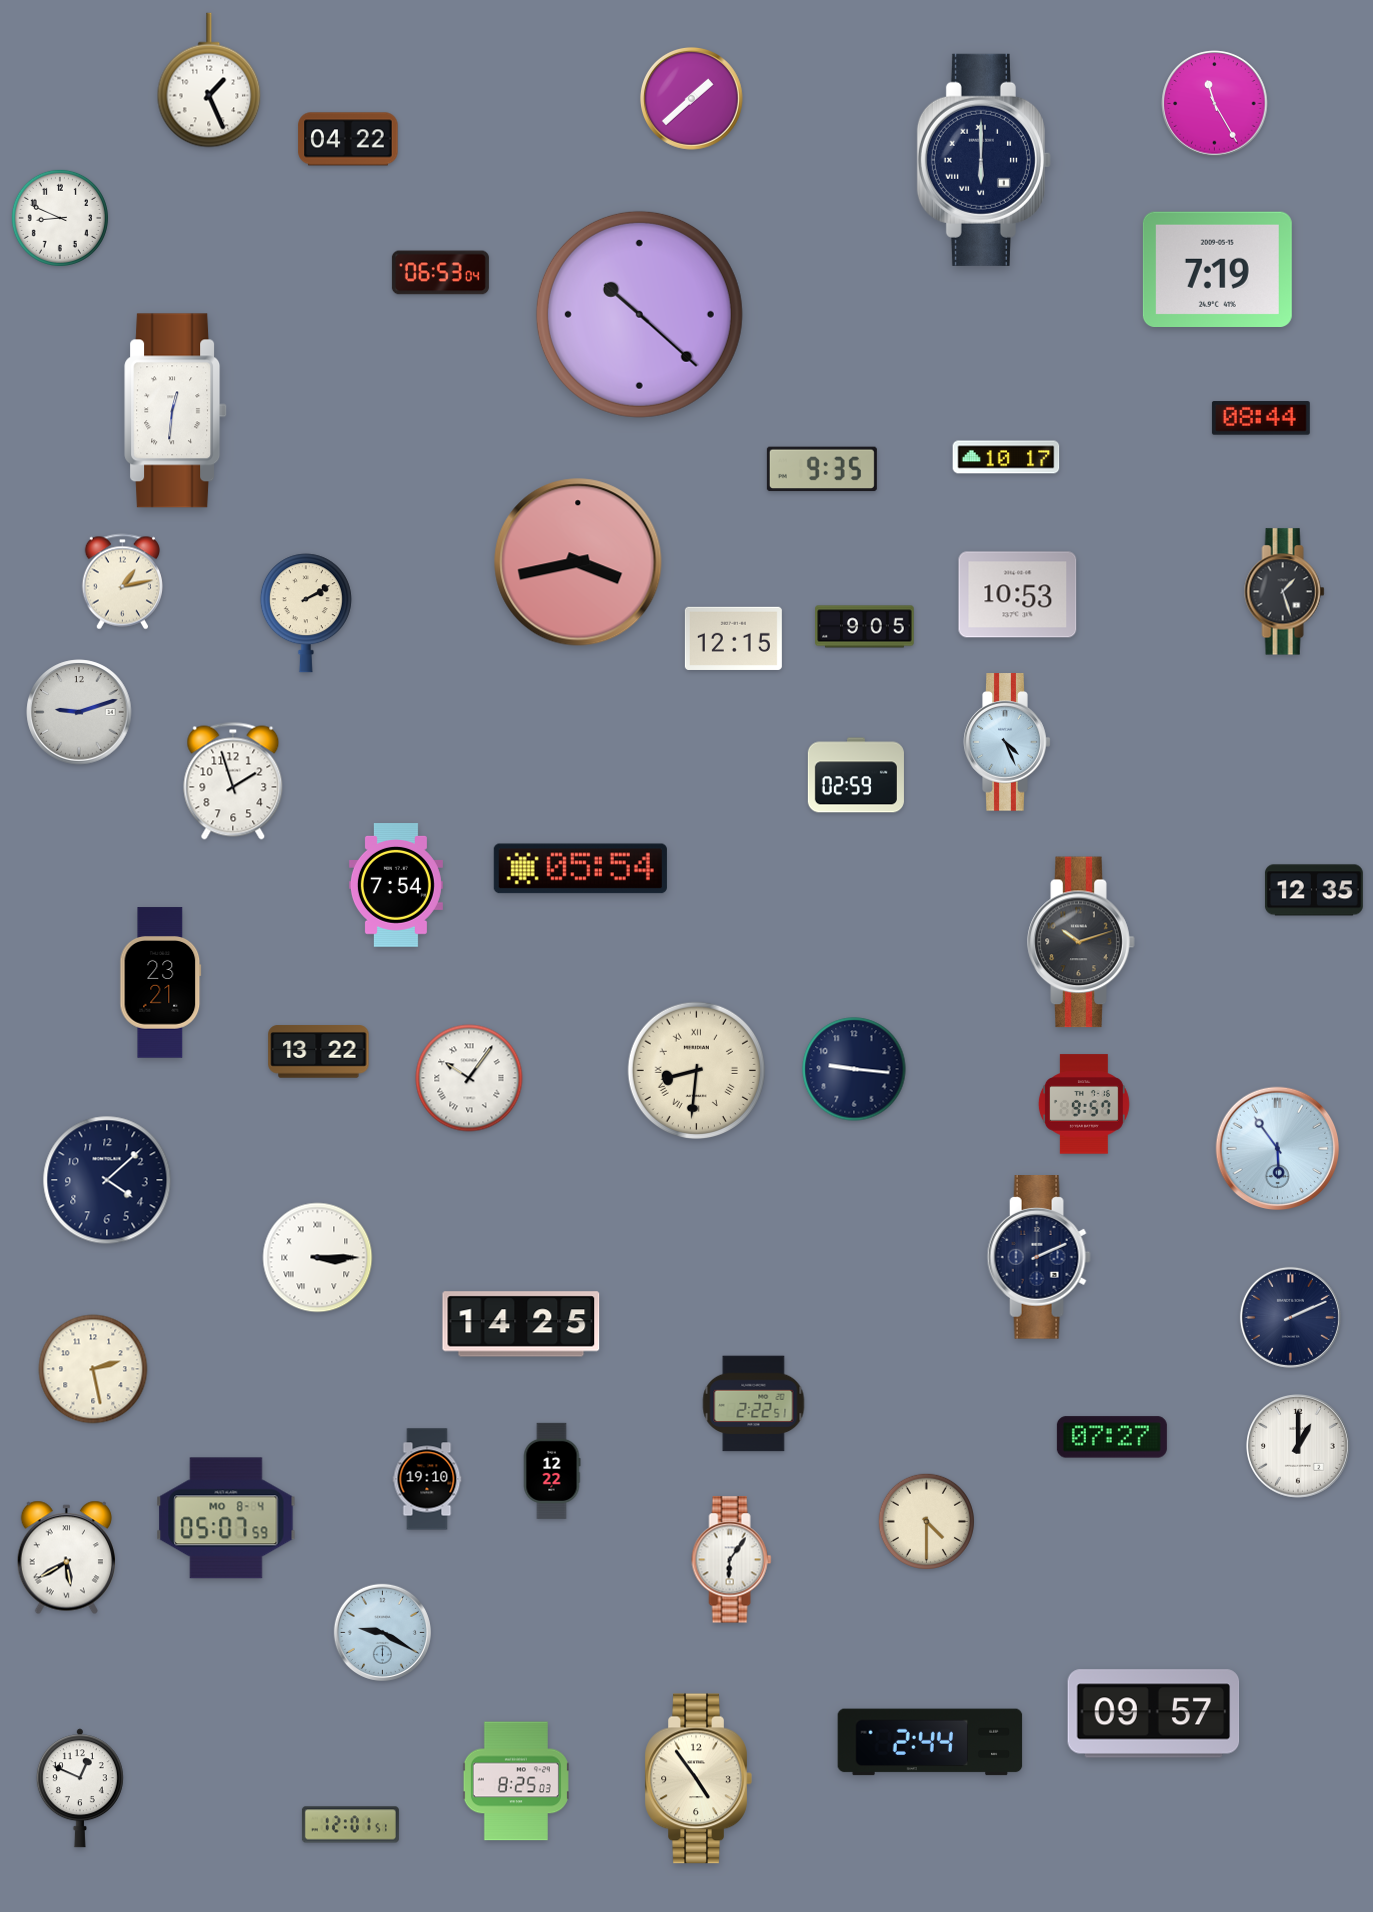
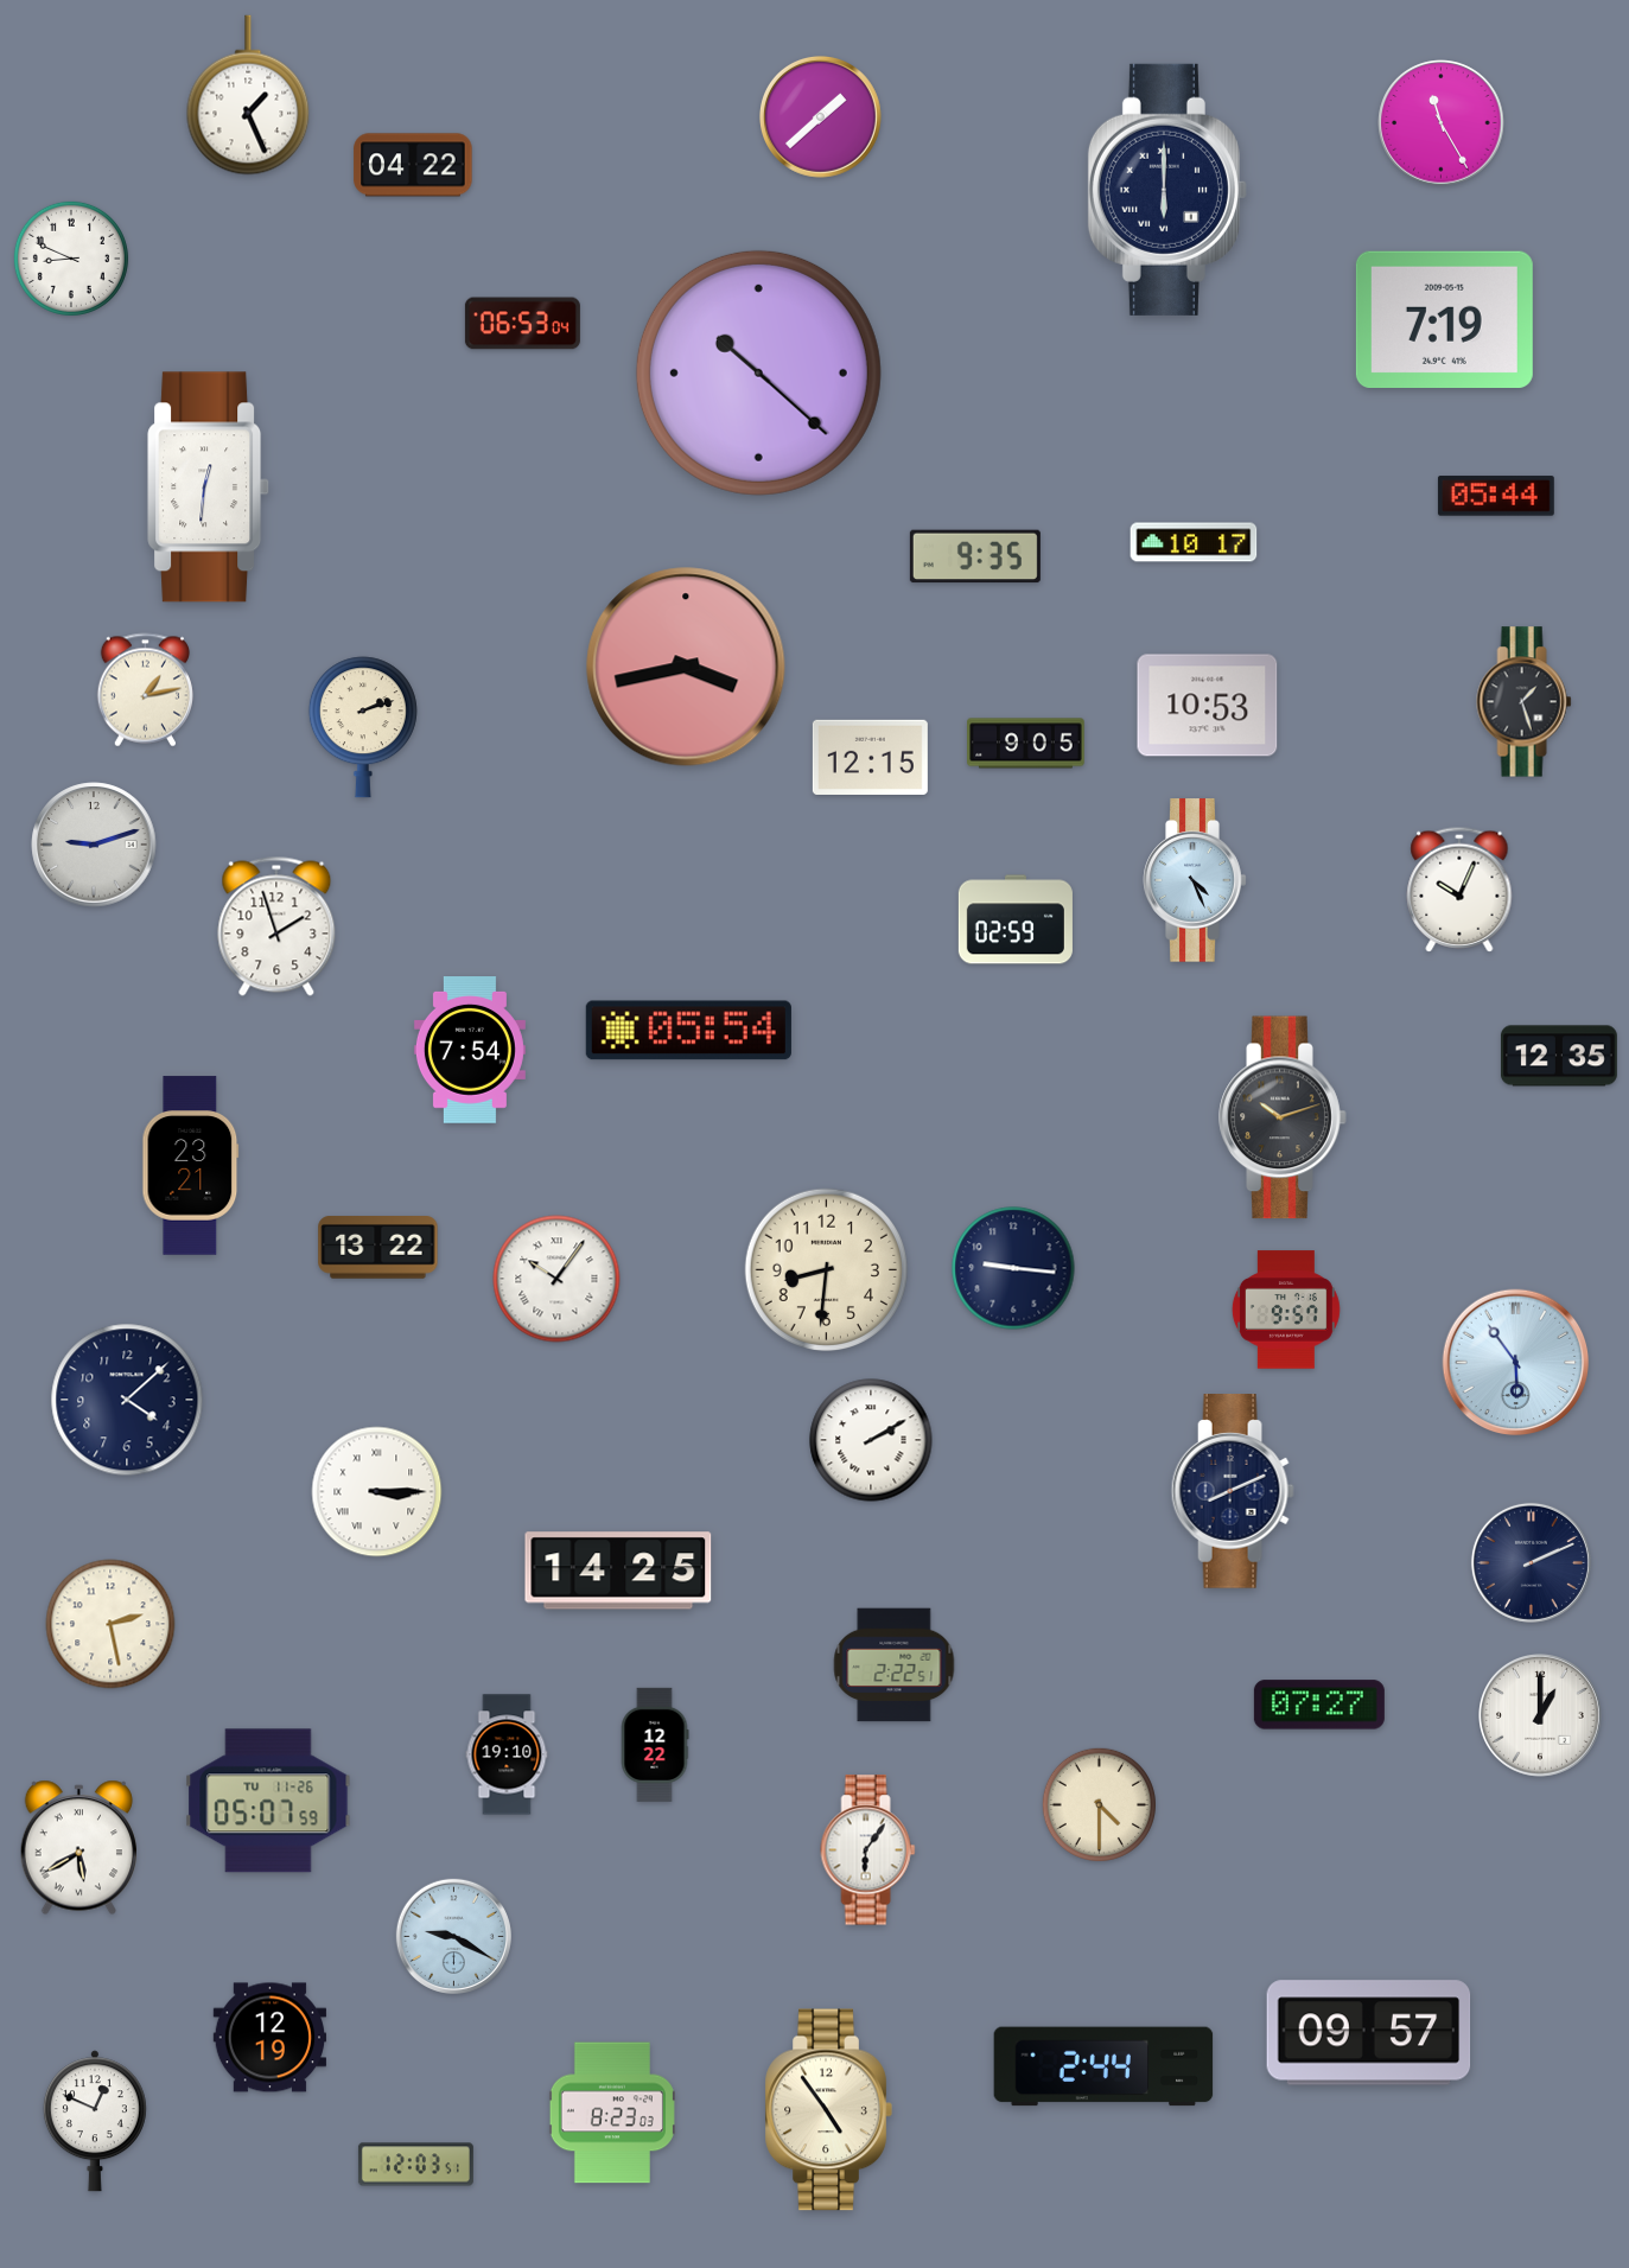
clock at (1261, 418): 08:44 -> 05:44
clock at (306, 613): 2:10 -> 2:12
clock at (1459, 890): none -> 10:04
clock at (696, 1070) numerals: Roman -> Arabic
clock at (871, 1440): none -> 2:10
clock at (1039, 1257): 2:11 -> 8:11
clock at (226, 1518) date: MO 8-4 -> TU 11-26
clock at (271, 2038): none -> 12:19
clock at (516, 1781): 8:25 -> 8:23
clock at (350, 1825): 12:01 -> 12:03
